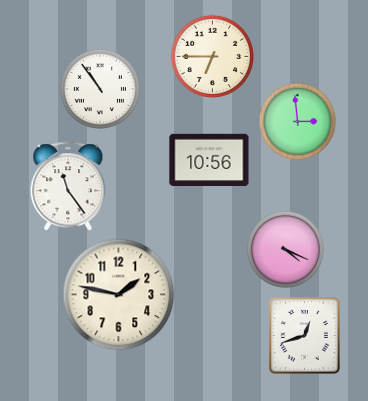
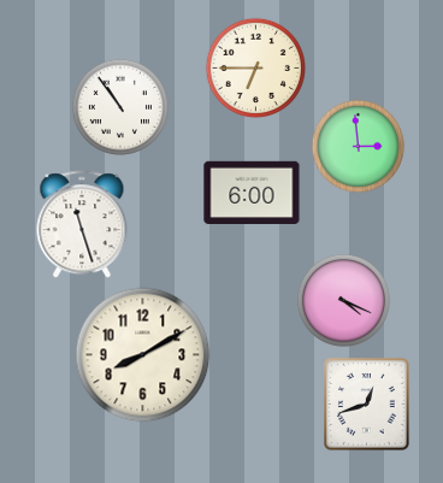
clock at (209, 159): 10:56 -> 6:00
clock at (68, 186): 11:24 -> 11:27
clock at (119, 295): 1:47 -> 8:10
